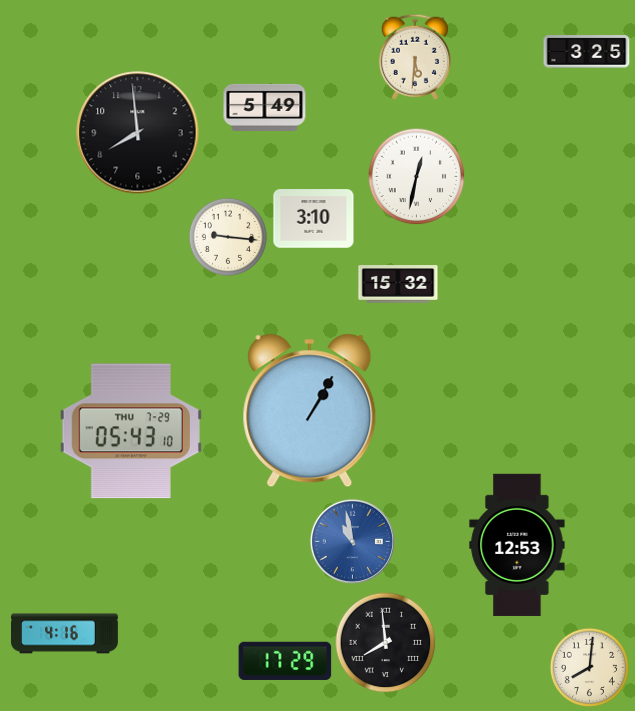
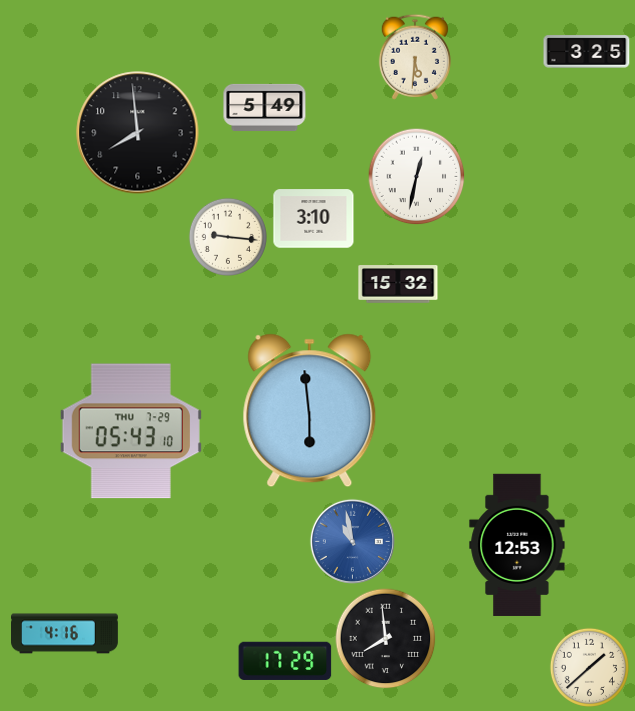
clock at (310, 411): 1:05 -> 5:59
clock at (386, 643) position: (386, 643) -> (386, 639)
clock at (589, 667): 8:01 -> 1:38
